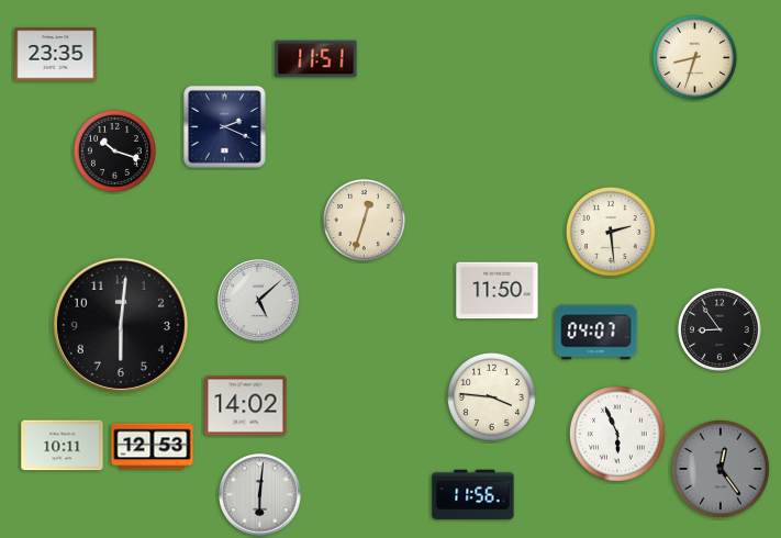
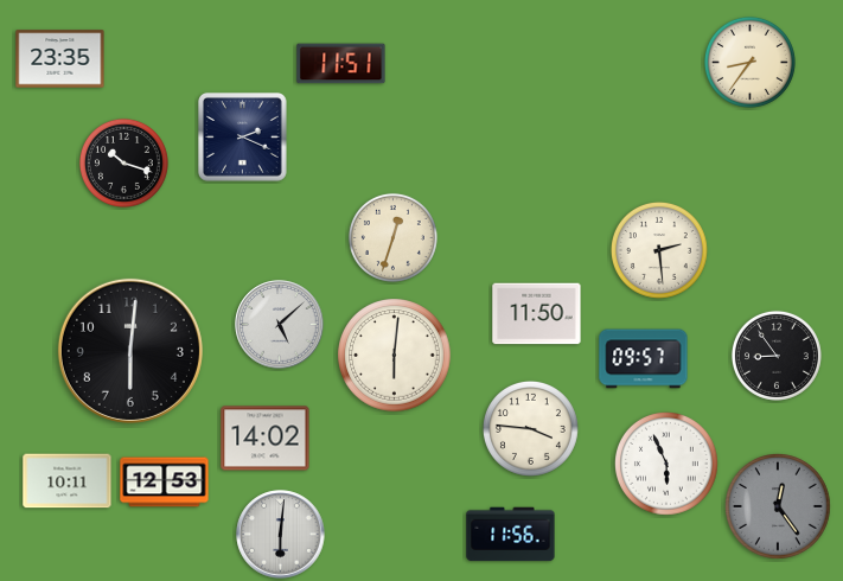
clock at (694, 57): 8:33 -> 8:36
clock at (395, 356): none -> 6:01
clock at (596, 333): 04:07 -> 09:57
clock at (618, 435) position: (618, 435) -> (668, 465)
